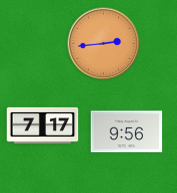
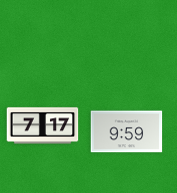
clock at (104, 44): 2:44 -> none
clock at (127, 132): 9:56 -> 9:59
